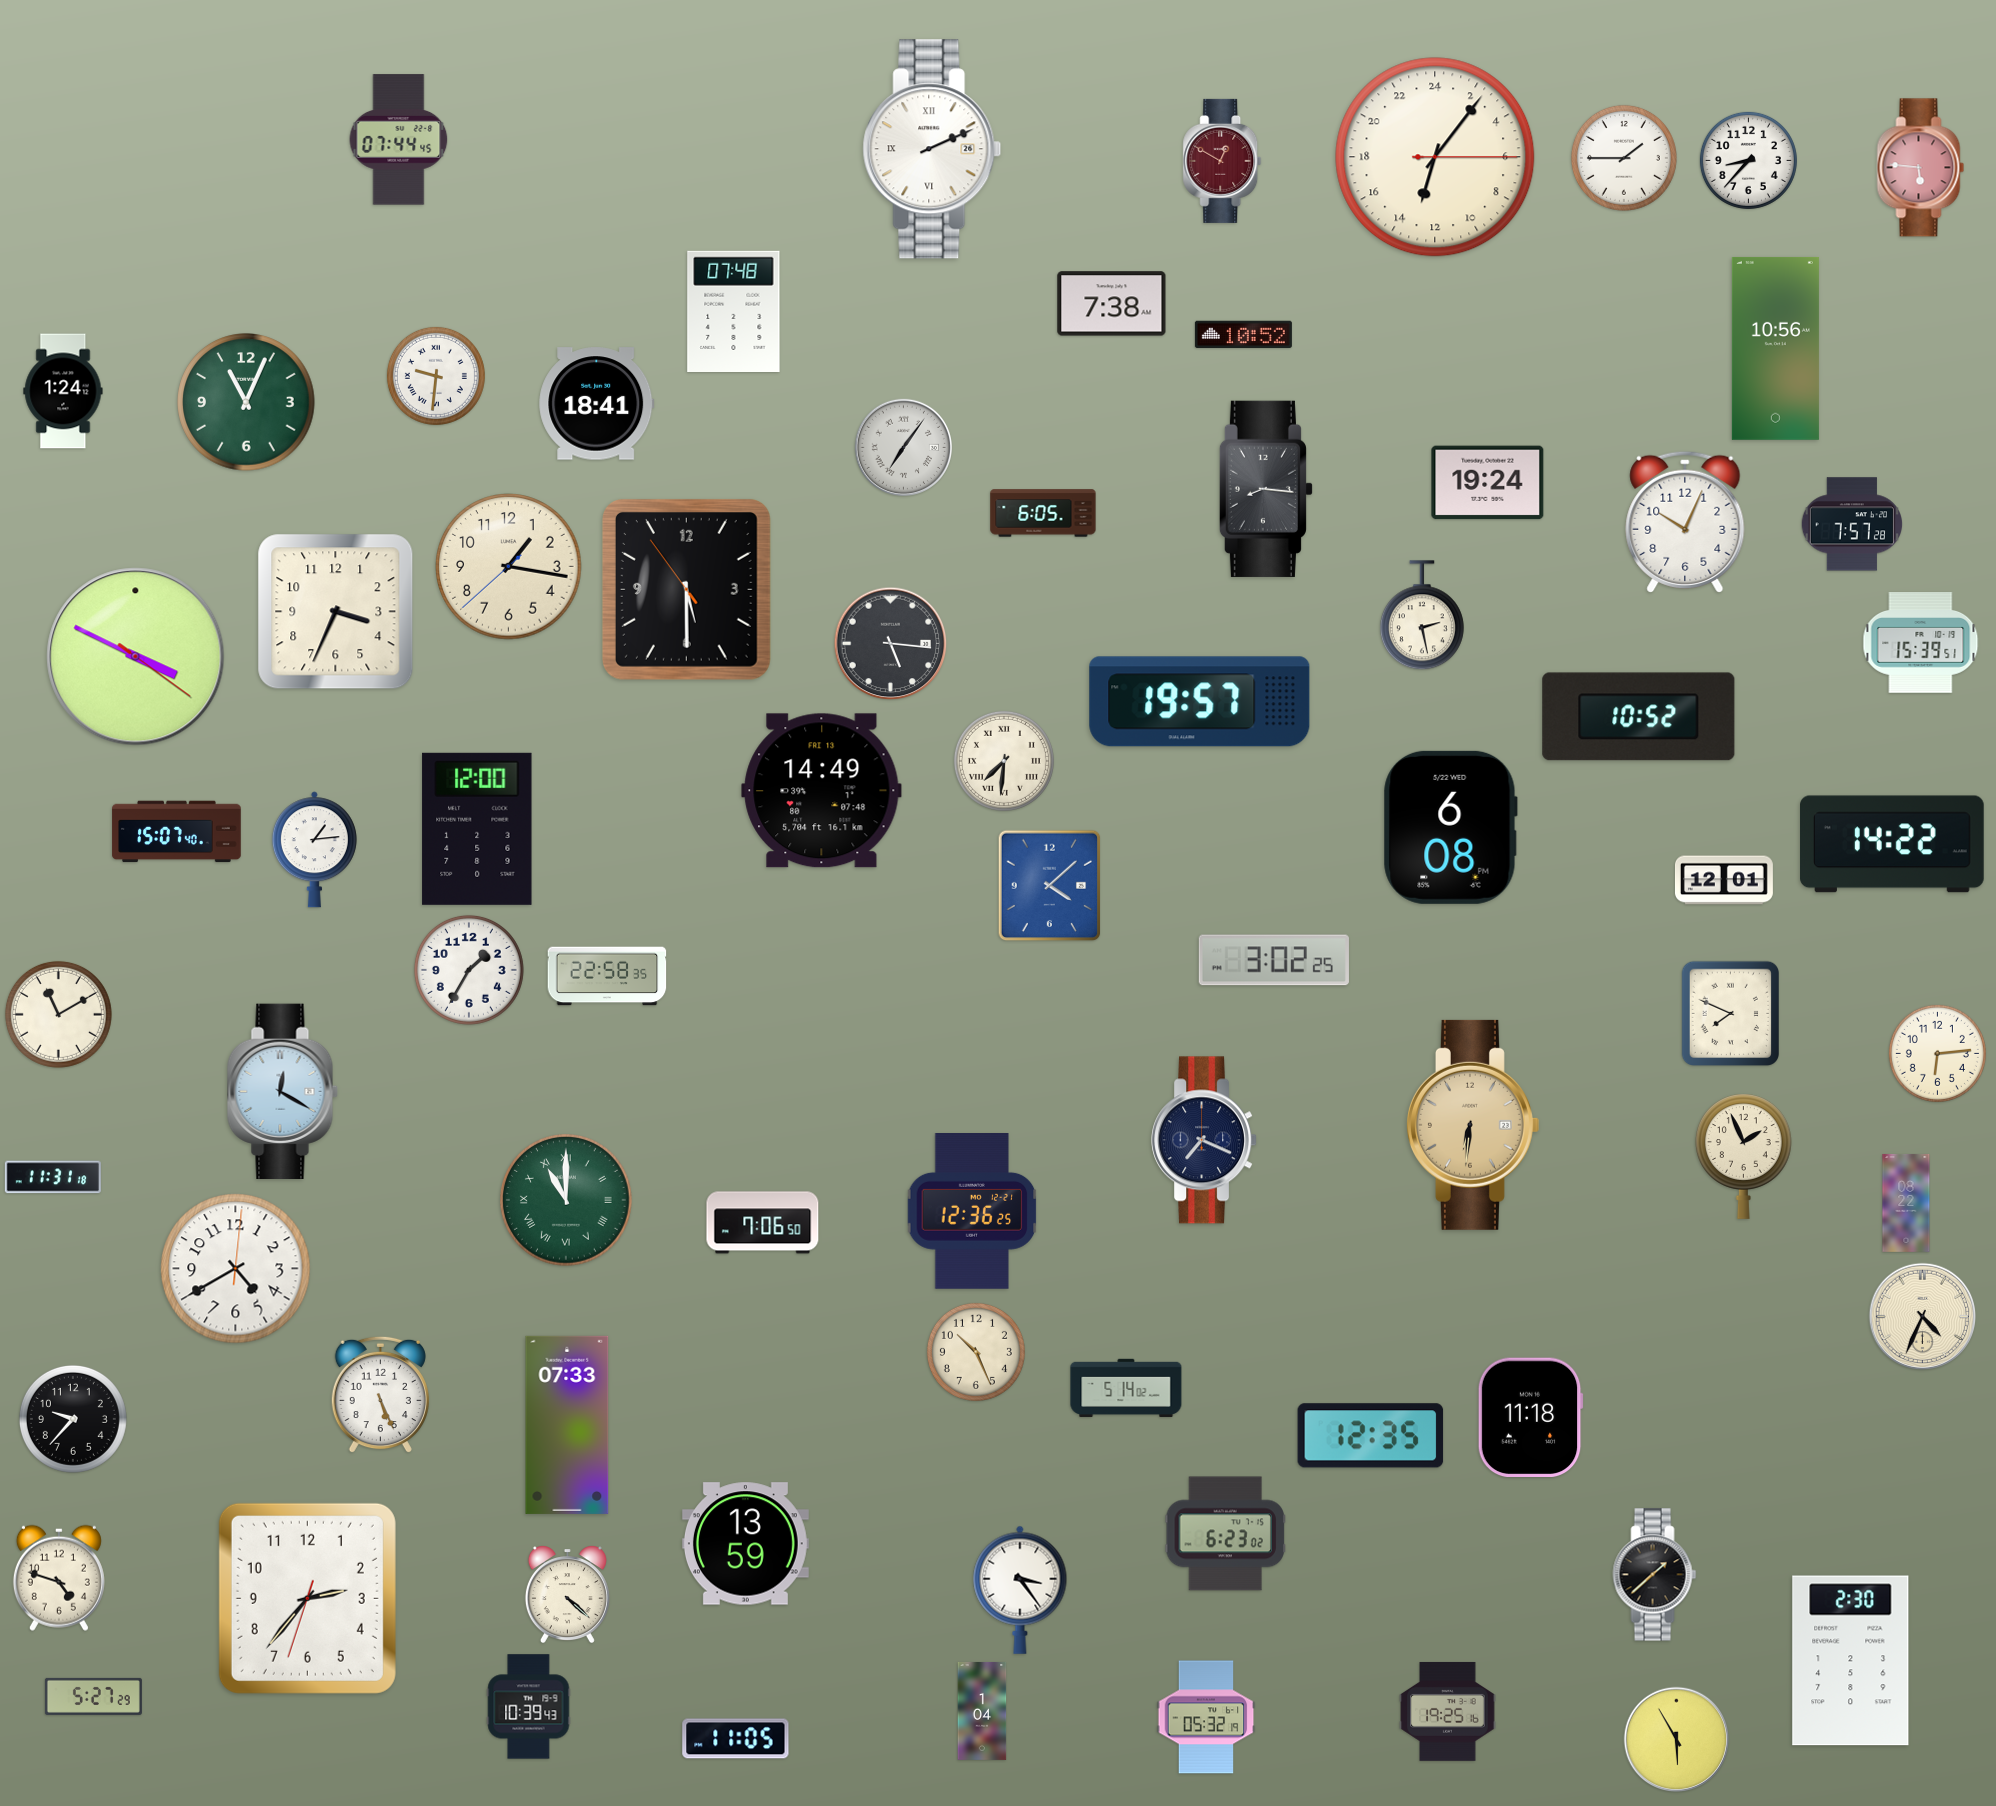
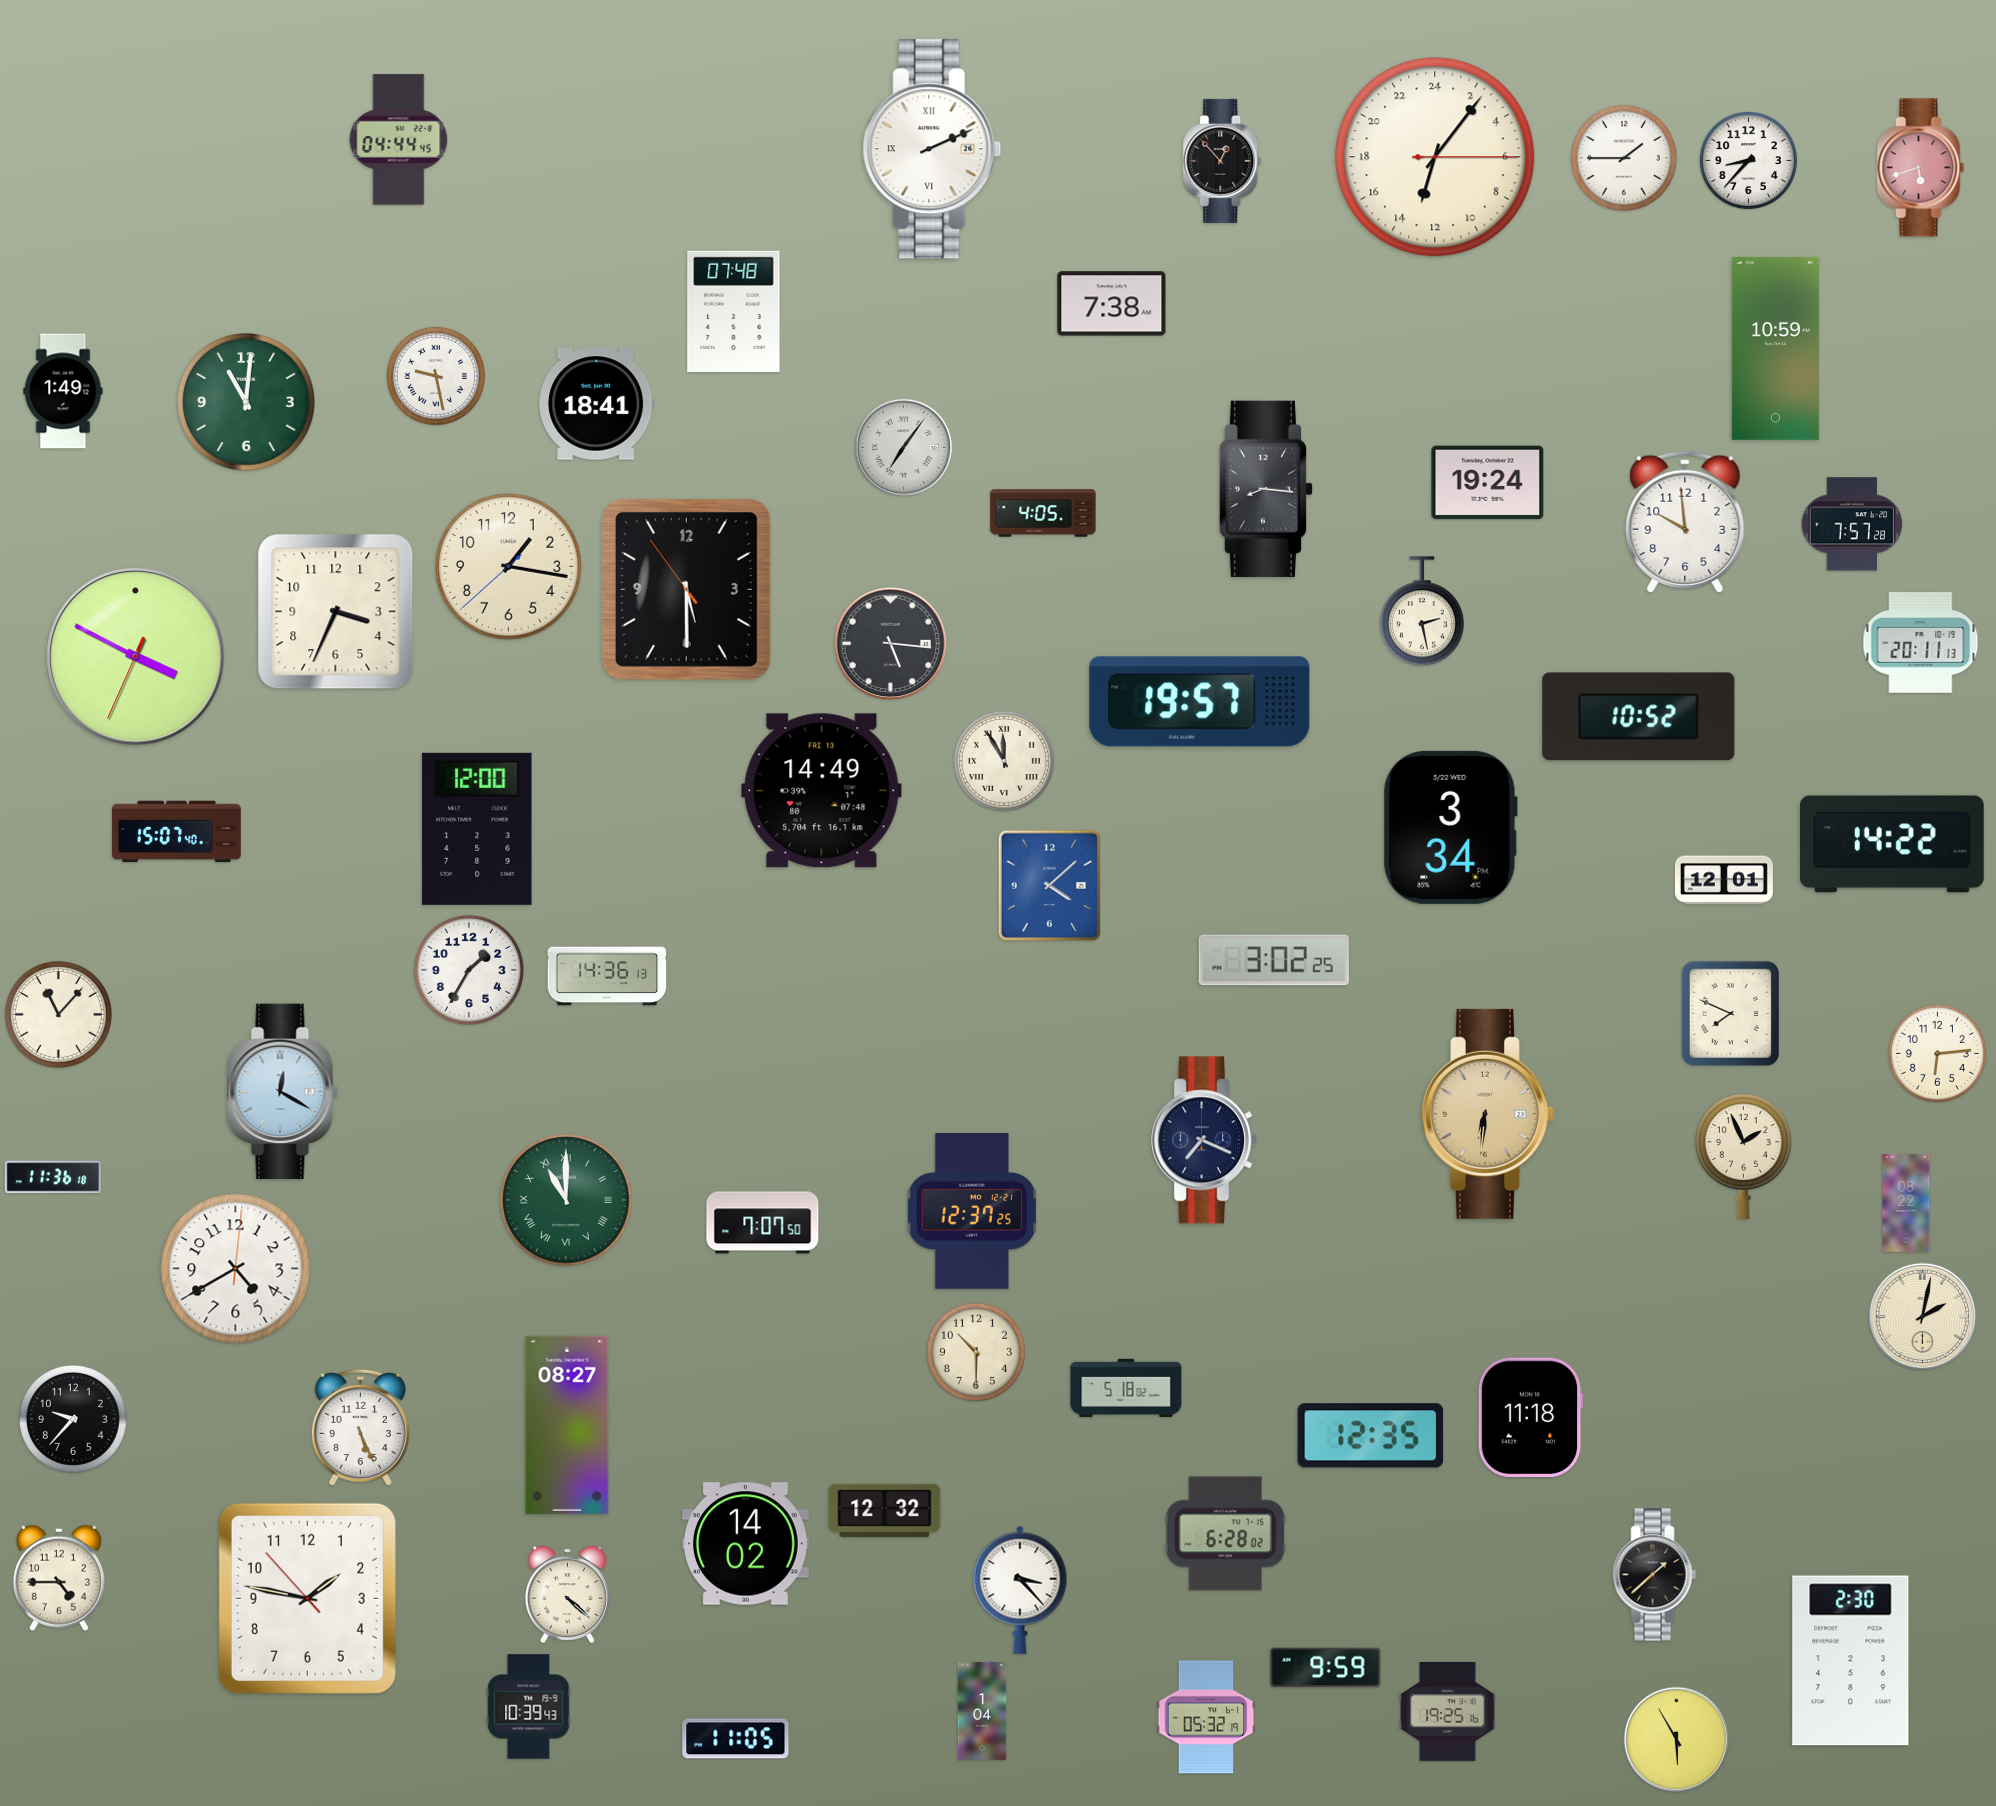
clock at (399, 140): 07:44 -> 04:44
clock at (1222, 161): 12:50 -> 12:53
clock at (1222, 161) dial: burgundy -> black
clock at (1921, 168): 5:46 -> 5:42
clock at (1243, 335): 10:52 -> none
clock at (1775, 348): 10:56 -> 10:59
clock at (436, 376): 9:31 -> 9:28
clock at (63, 391): 1:24 -> 1:49
clock at (246, 402): 11:04 -> 11:01
clock at (1043, 513): 6:05 -> 4:05
clock at (1685, 522): 10:04 -> 9:59
clock at (1422, 616) position: (1422, 616) -> (1422, 612)
clock at (1921, 643): 15:39 -> 20:11
clock at (136, 657): 3:49:21 -> 3:49:34
clock at (1004, 761): 7:31 -> 11:55
clock at (1450, 827): 6:08 -> 3:34
clock at (314, 850): 1:14 -> none
clock at (607, 976): 22:58 -> 14:36
clock at (58, 1014): 11:10 -> 11:07
clock at (1472, 1125) position: (1472, 1125) -> (1487, 1114)
clock at (53, 1177): 11:31 -> 11:36
clock at (972, 1212): 12:36 -> 12:37
clock at (763, 1223): 7:06 -> 7:07
clock at (1923, 1317): 4:34 -> 2:02
clock at (976, 1352): 10:26 -> 10:30
clock at (1126, 1388): 5:14 -> 5:18
clock at (380, 1395) position: (380, 1395) -> (360, 1428)
clock at (567, 1425): 07:33 -> 08:27
clock at (885, 1510): none -> 12:32
clock at (1225, 1534): 6:23 -> 6:28
clock at (745, 1544): 13:59 -> 14:02
clock at (59, 1578): 4:48 -> 4:45
clock at (1020, 1590): 3:24 -> 3:23
clock at (307, 1598): 2:36 -> 1:46
clock at (1326, 1668): none -> 9:59
clock at (93, 1696): 5:27 -> none
